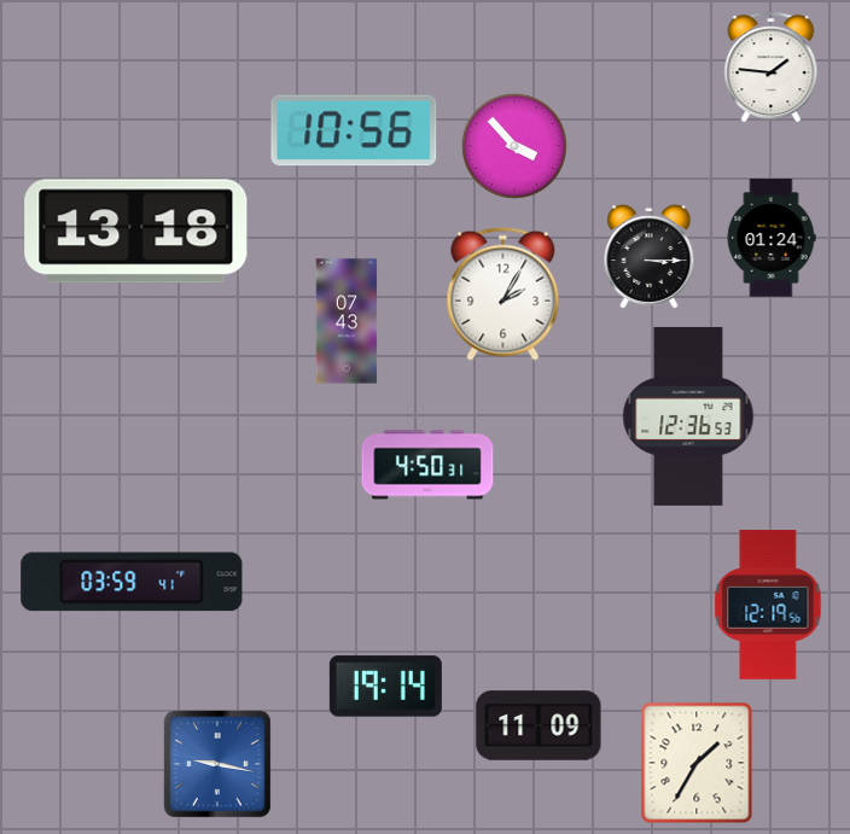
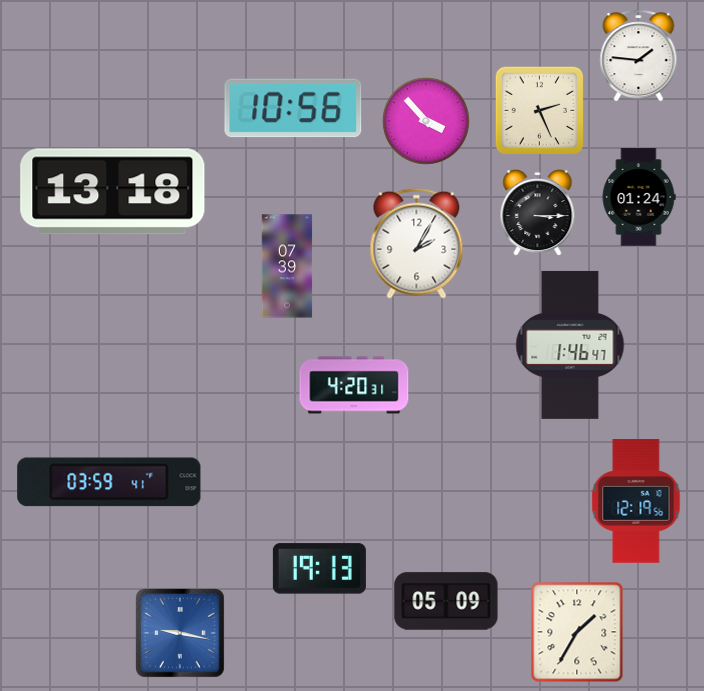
clock at (540, 111): none -> 2:26
clock at (347, 321): 07:43 -> 07:39
clock at (688, 416): 12:36 -> 1:46
clock at (427, 465): 4:50 -> 4:20
clock at (385, 687): 19:14 -> 19:13
clock at (538, 725): 11:09 -> 05:09
